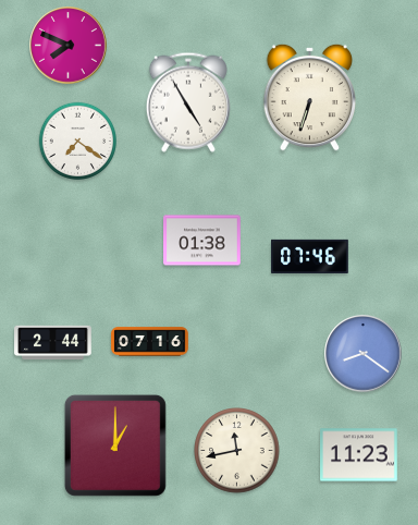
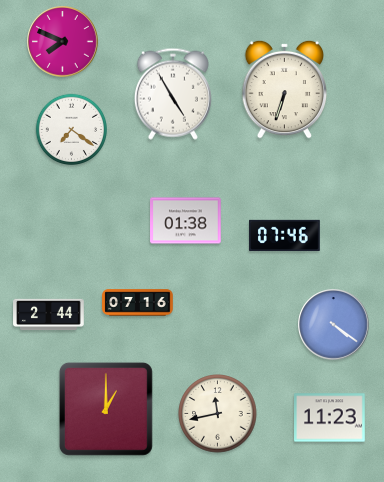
clock at (150, 342) position: (150, 342) -> (138, 303)
clock at (364, 354): 8:21 -> 4:21
